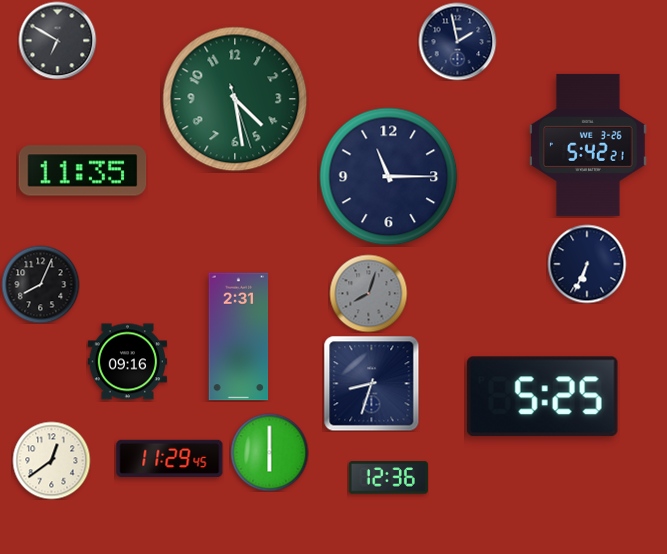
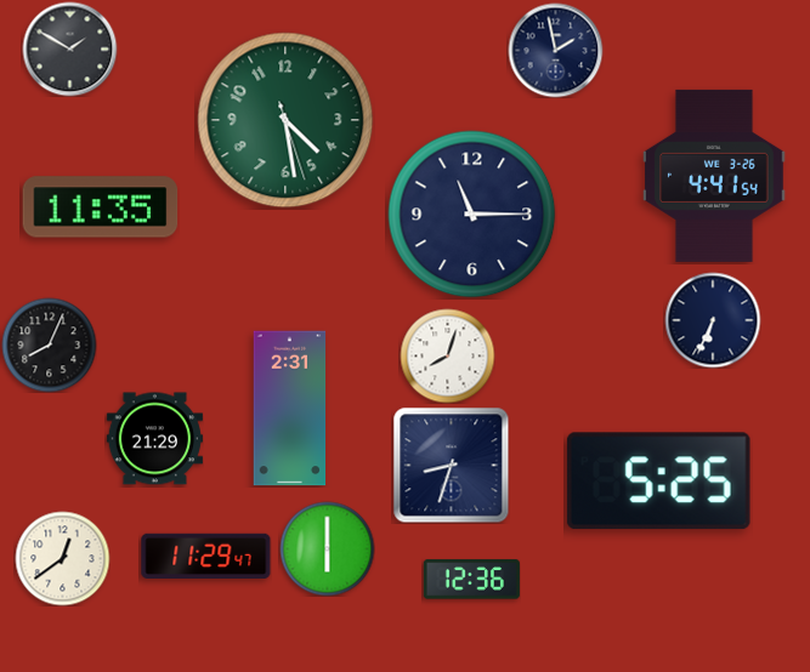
clock at (57, 40): 6:50 -> 1:50
clock at (588, 145): 5:42 -> 4:41
clock at (368, 293) dial: grey -> white
clock at (127, 362): 09:16 -> 21:29
clock at (170, 458): 11:29:45 -> 11:29:47
